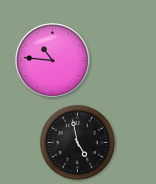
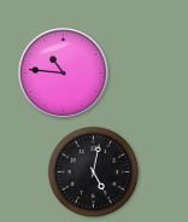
clock at (77, 142): 4:58 -> 5:02
